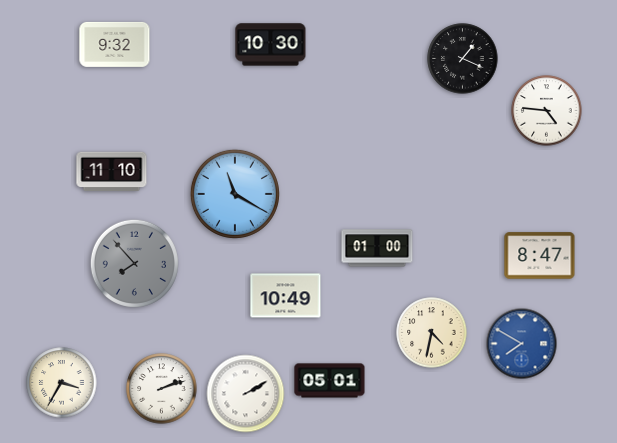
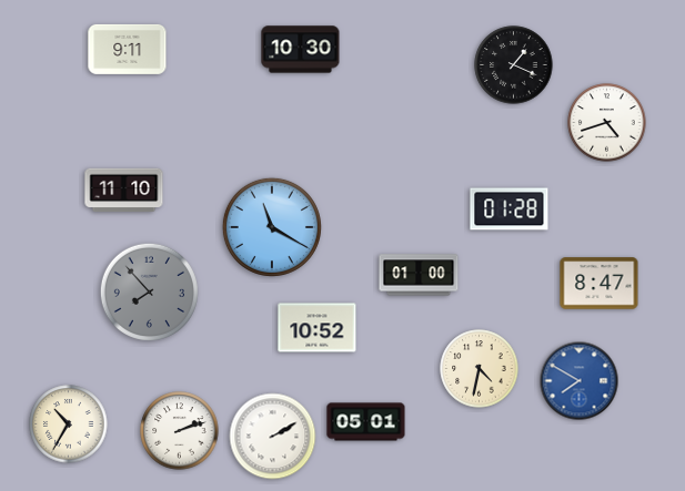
clock at (115, 44): 9:32 -> 9:11
clock at (547, 111): 4:46 -> 4:42
clock at (510, 209): none -> 01:28
clock at (235, 194) position: (235, 194) -> (272, 227)
clock at (286, 296): 10:49 -> 10:52
clock at (62, 383): 3:35 -> 10:35
